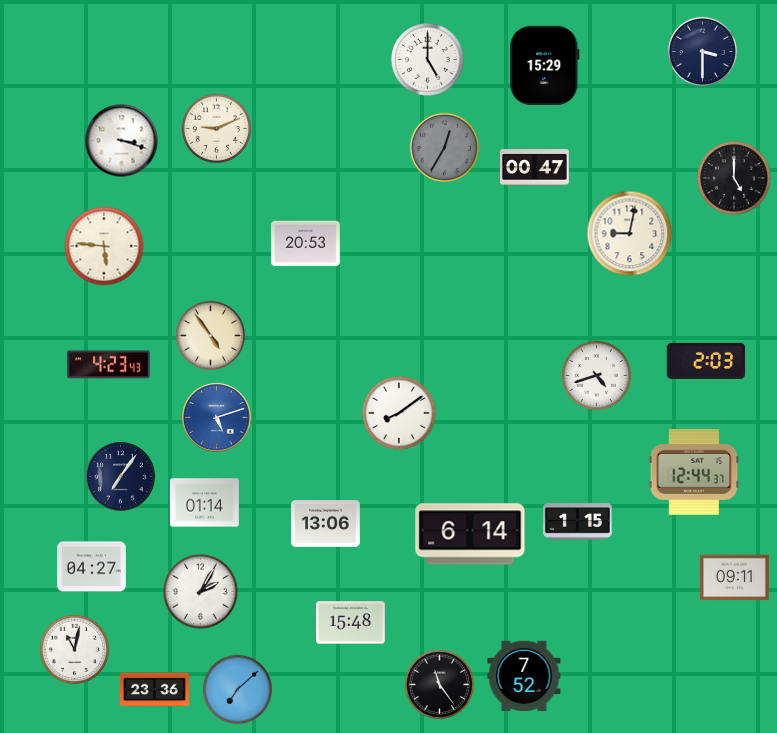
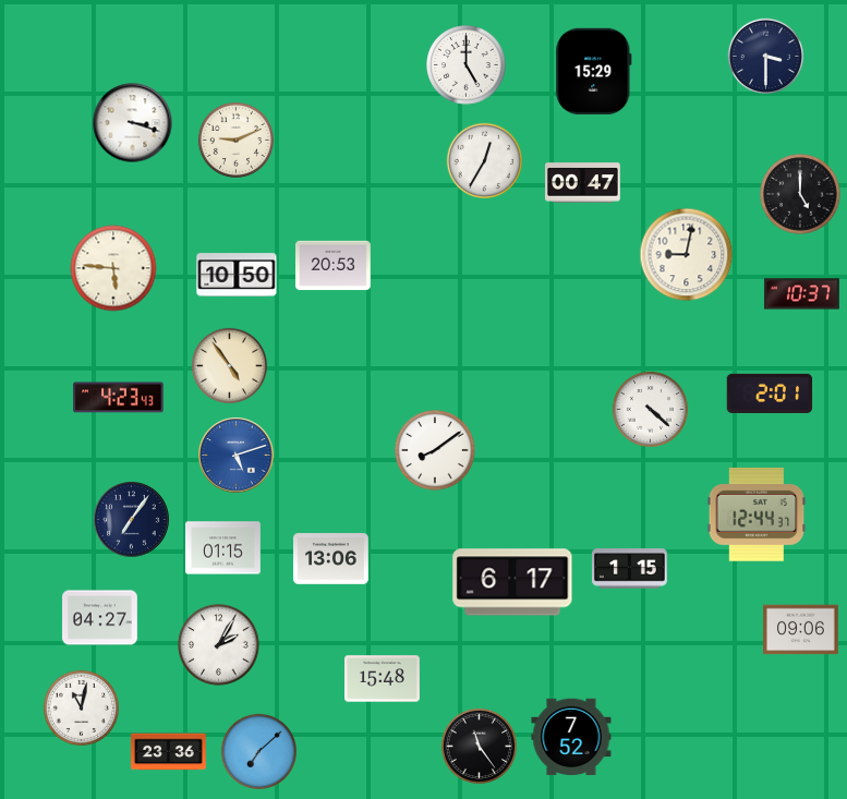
clock at (122, 141) position: (122, 141) -> (133, 123)
clock at (444, 147) dial: grey -> white
clock at (237, 275): none -> 10:50
clock at (802, 294): none -> 10:37
clock at (706, 361): 2:03 -> 2:01
clock at (596, 375): 4:42 -> 4:22
clock at (205, 503): 01:14 -> 01:15
clock at (326, 524) position: (326, 524) -> (331, 559)
clock at (470, 534): 6:14 -> 6:17
clock at (735, 578): 09:11 -> 09:06
